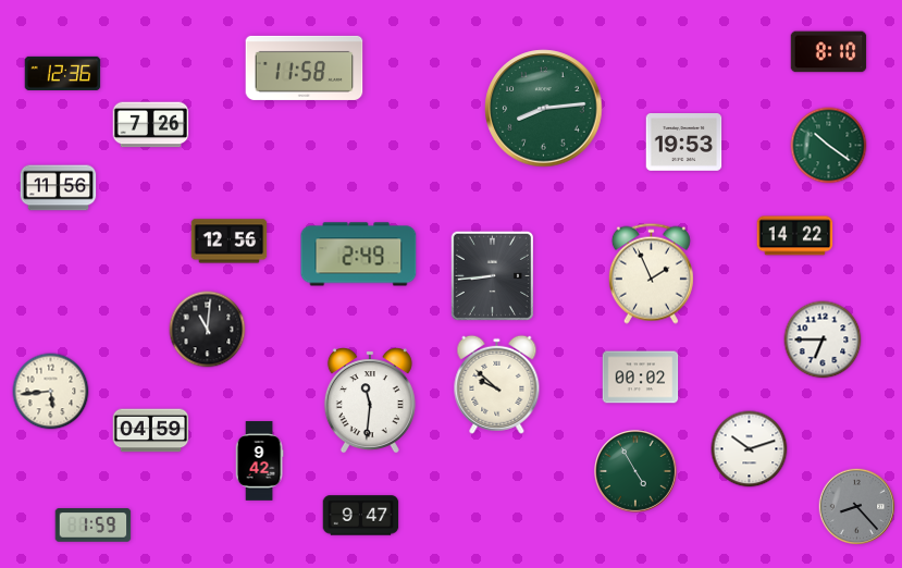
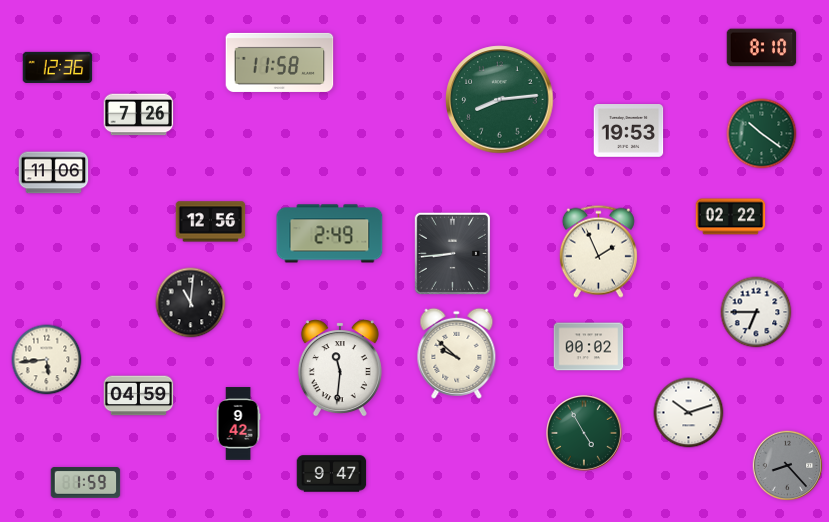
clock at (59, 188): 11:56 -> 11:06
clock at (795, 236): 14:22 -> 02:22
